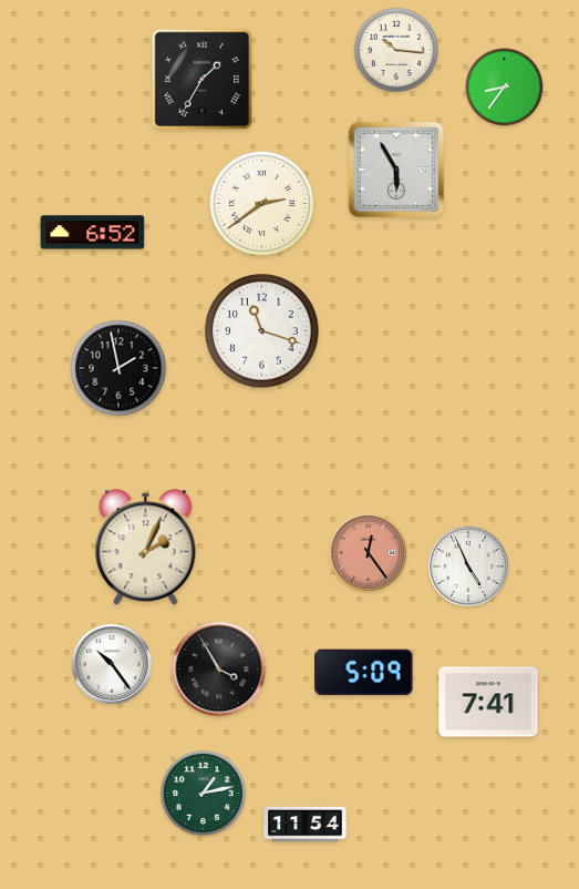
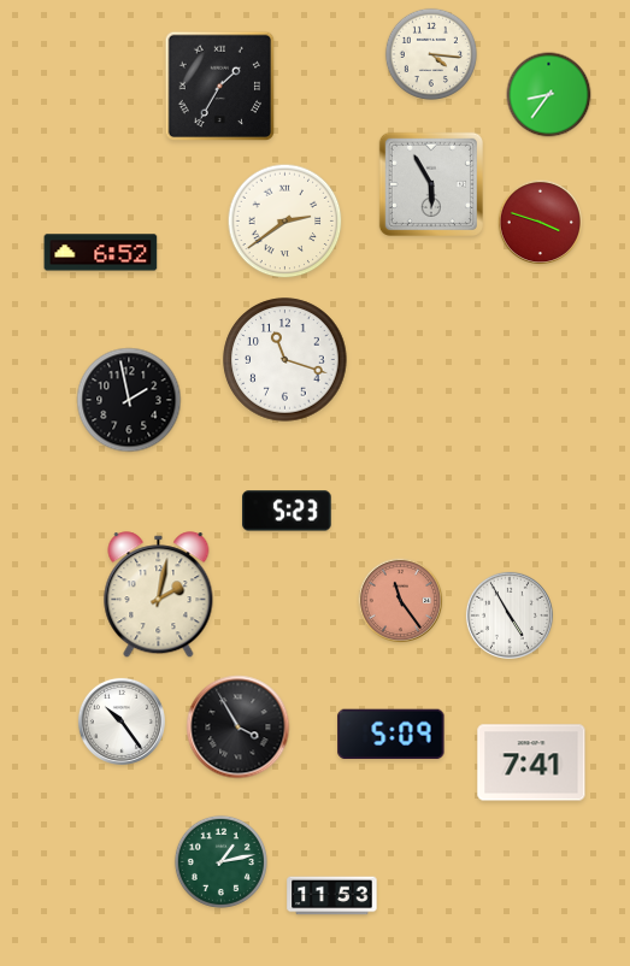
clock at (396, 50): 10:16 -> 4:16
clock at (541, 223): none -> 3:48
clock at (287, 511): none -> 5:23
clock at (146, 548): 2:04 -> 2:02
clock at (369, 553): 12:24 -> 11:24
clock at (468, 566): 4:56 -> 4:55
clock at (364, 673) position: (364, 673) -> (391, 735)
clock at (306, 825): 11:54 -> 11:53
